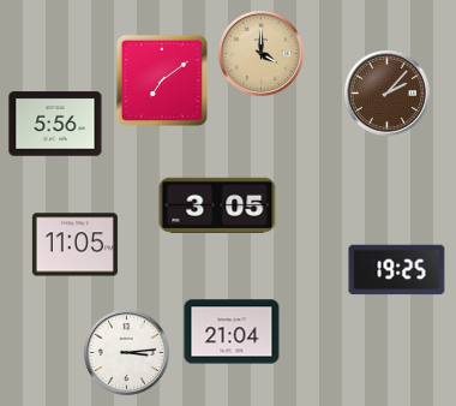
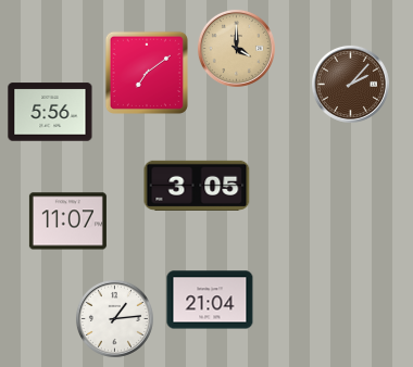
clock at (74, 245): 11:05 -> 11:07
clock at (397, 270): 19:25 -> none
clock at (126, 352): 3:14 -> 1:14
